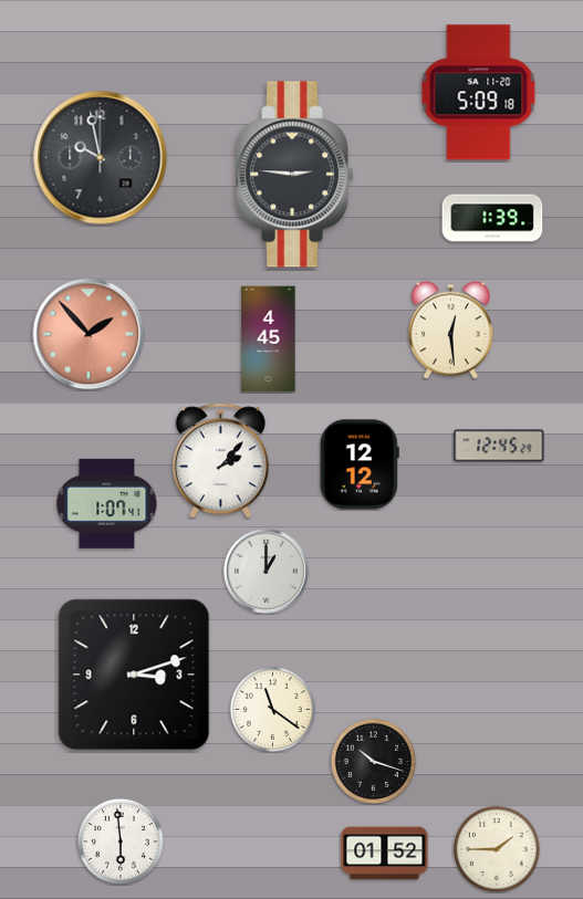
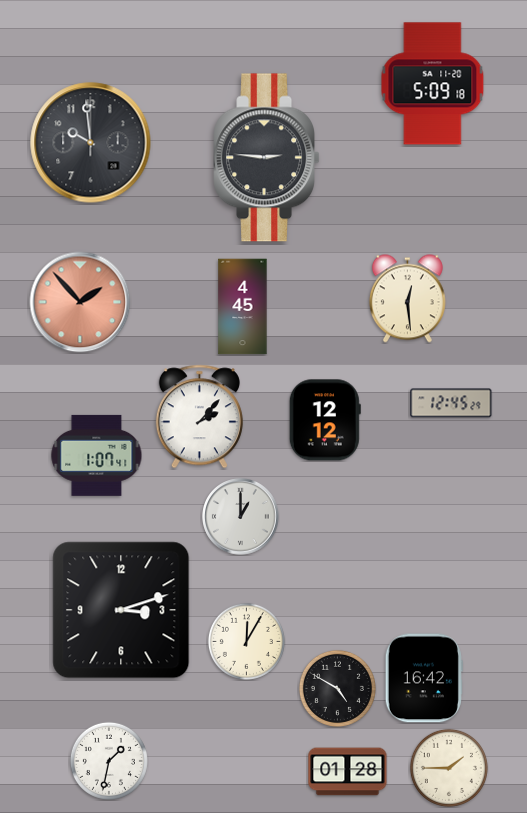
clock at (101, 158): 9:58 -> 9:59
clock at (492, 218): 1:39 -> none
clock at (272, 709): 11:21 -> 12:05
clock at (424, 678): none -> 16:42
clock at (373, 761): 10:18 -> 4:50
clock at (121, 841): 5:59 -> 1:32
clock at (385, 854): 01:52 -> 01:28
